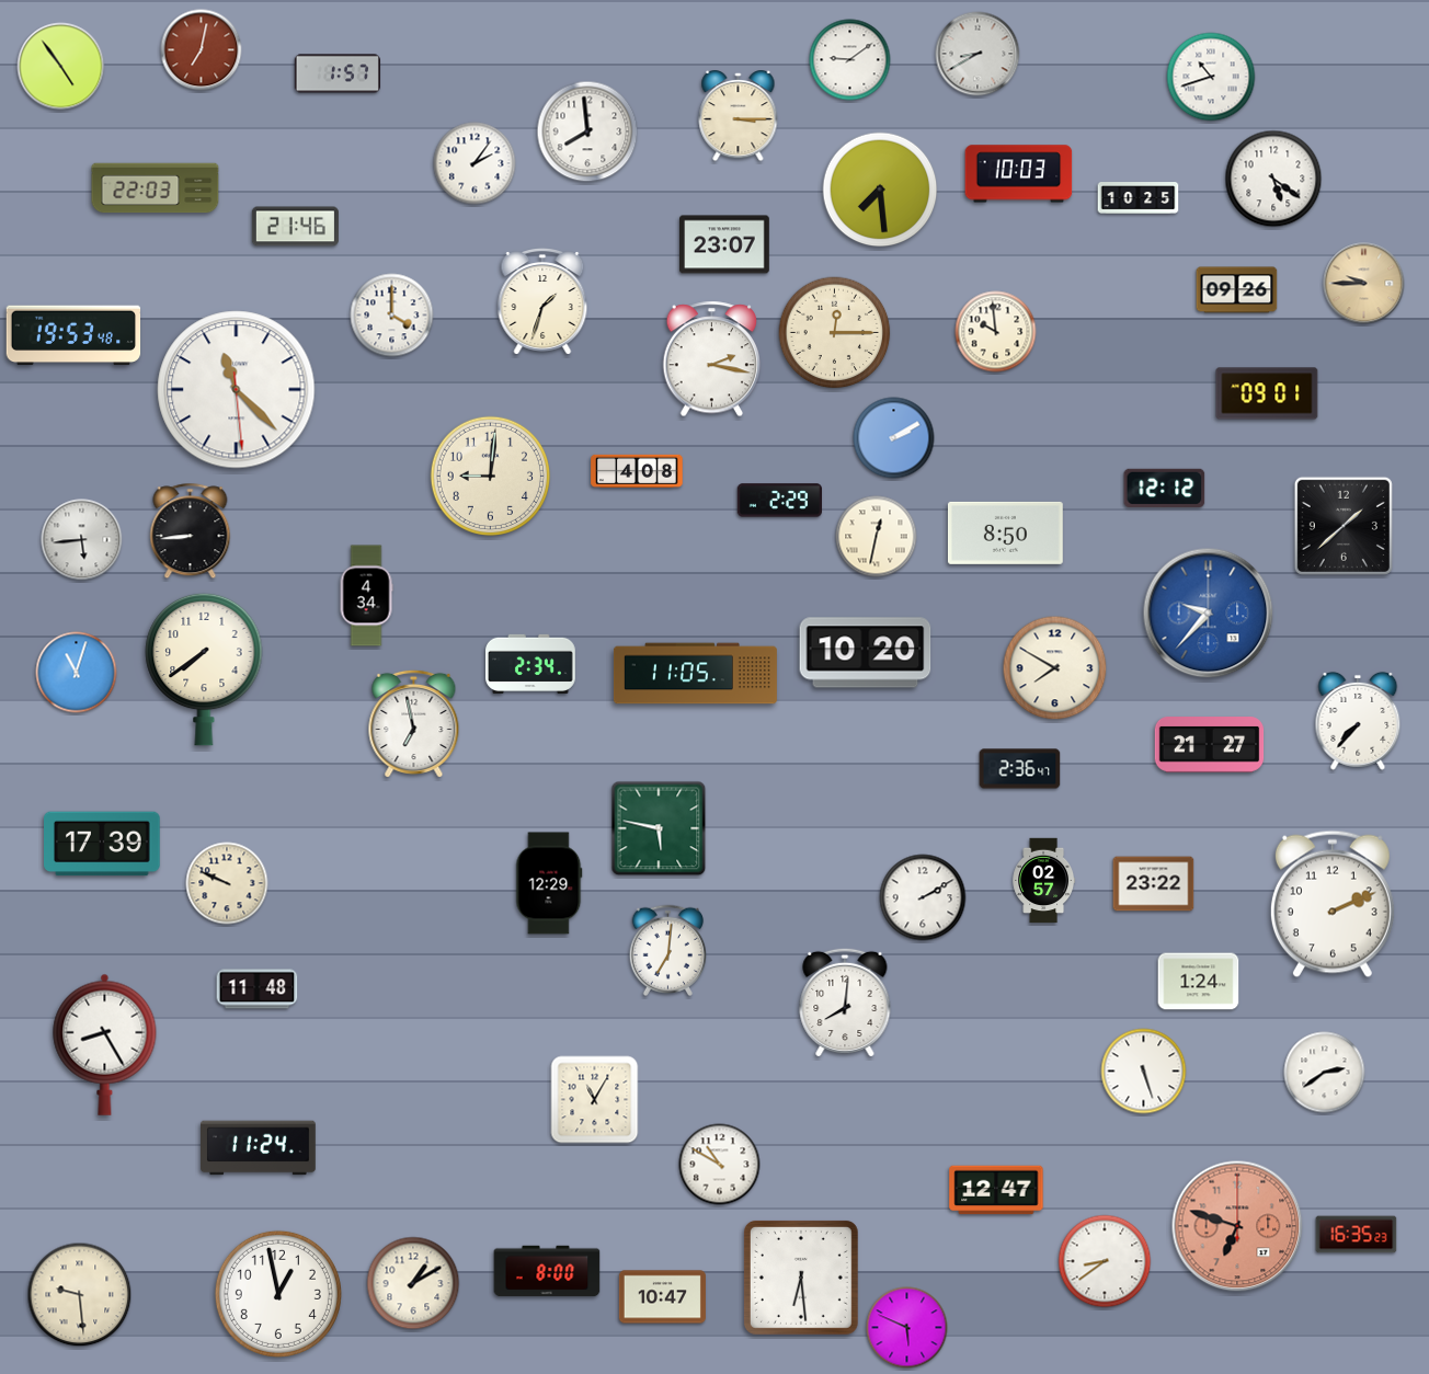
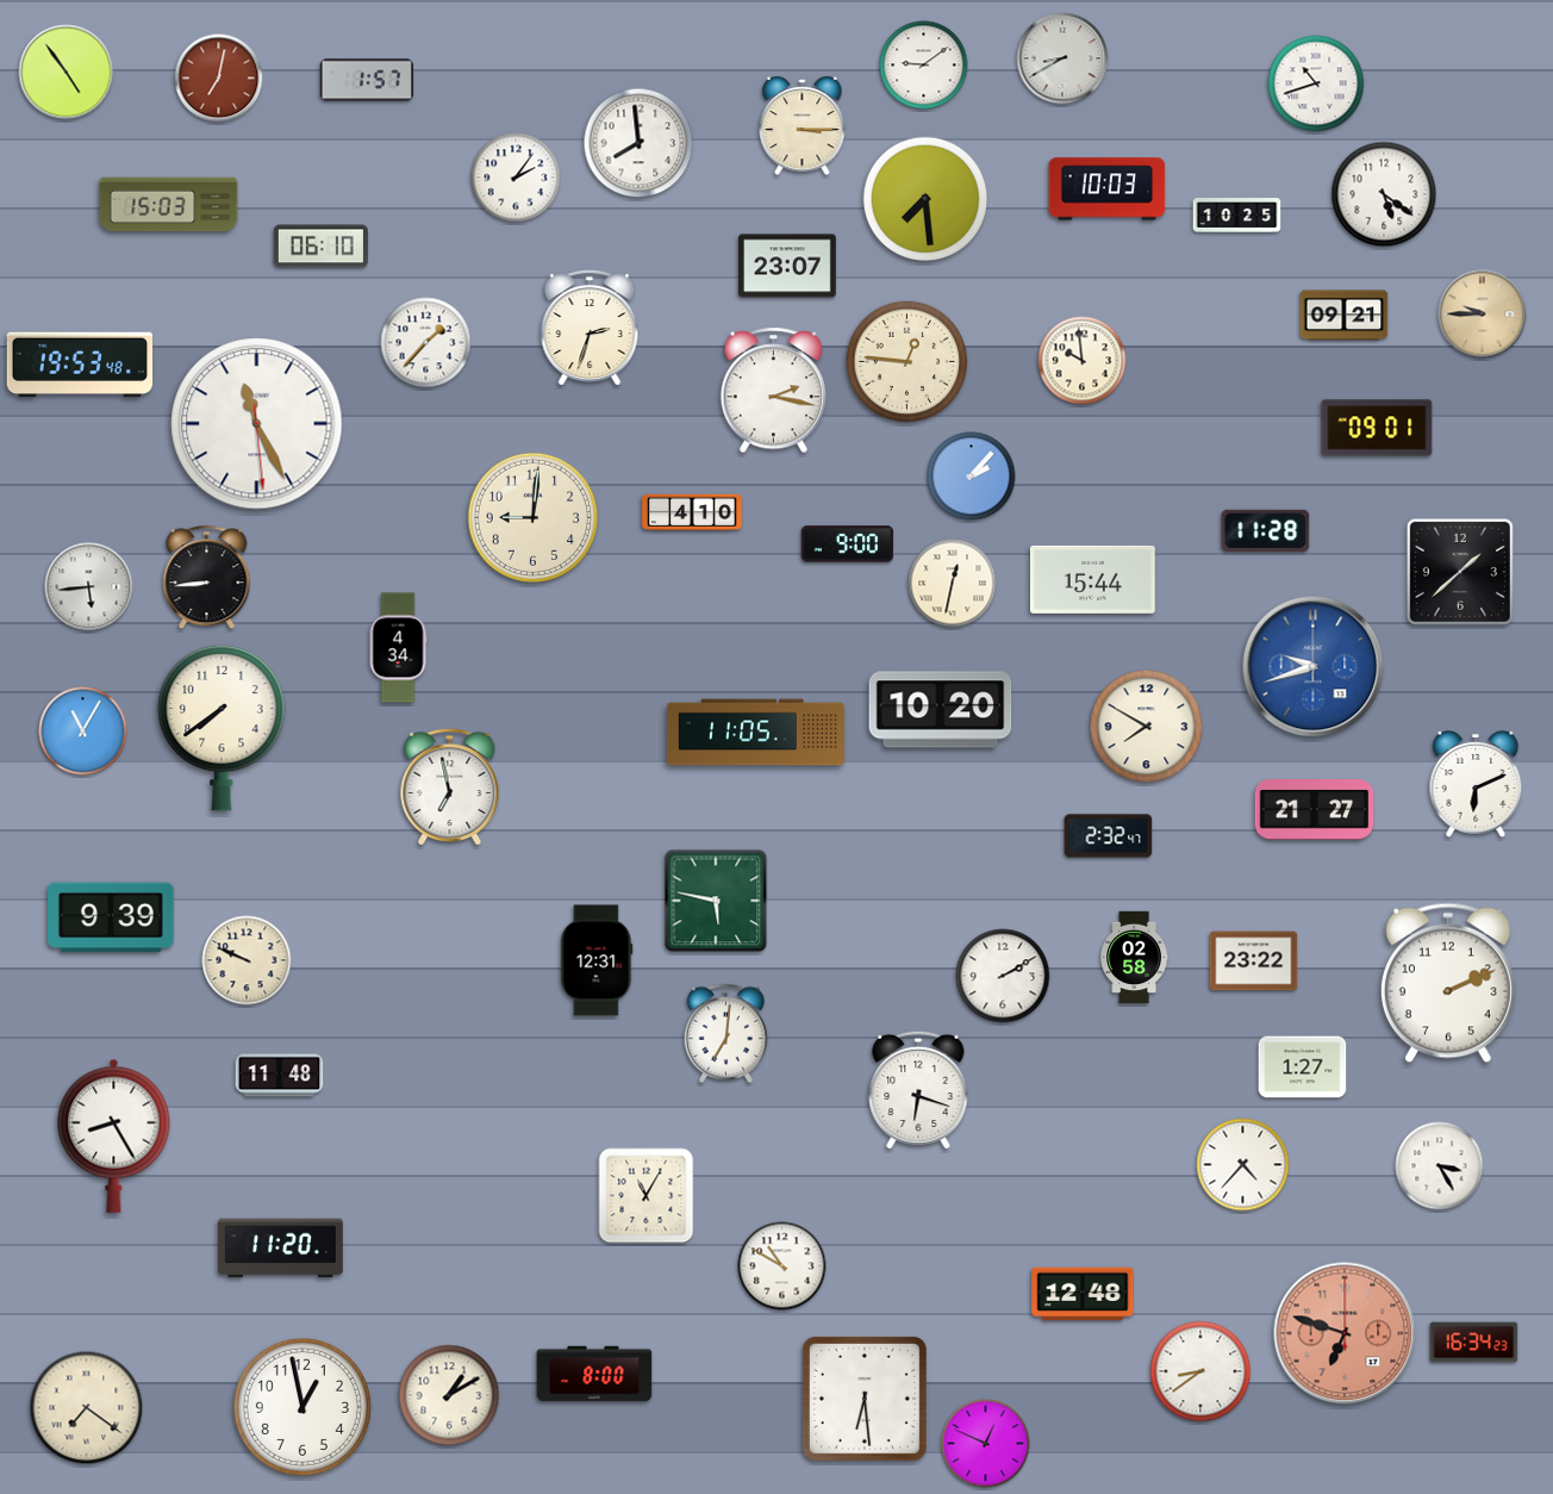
clock at (202, 50) position: (202, 50) -> (219, 79)
clock at (156, 188): 22:03 -> 15:03
clock at (880, 190) position: (880, 190) -> (925, 199)
clock at (295, 227): 21:46 -> 06:10
clock at (1364, 284) position: (1364, 284) -> (1483, 315)
clock at (1237, 290): 09:26 -> 09:21
clock at (542, 302): 1:33 -> 2:33
clock at (392, 316): 4:00 -> 1:37
clock at (835, 333): 12:15 -> 12:46
clock at (237, 390): 11:22 -> 11:25
clock at (894, 438): 2:10 -> 2:07
clock at (637, 470): 4:08 -> 4:10
clock at (1165, 488): 12:12 -> 11:28
clock at (780, 501): 2:29 -> 9:00
clock at (1006, 533): 8:50 -> 15:44
clock at (1209, 614): 9:37 -> 9:42
clock at (531, 664): 2:34 -> none
clock at (77, 673): 11:03 -> 11:05
clock at (1358, 721): 7:37 -> 6:11
clock at (1020, 769): 2:36 -> 2:32
clock at (103, 844): 17:39 -> 9:39
clock at (1044, 881): 02:57 -> 02:58
clock at (549, 883): 12:29 -> 12:31
clock at (1199, 982): 1:24 -> 1:27
clock at (845, 1003): 8:01 -> 6:18
clock at (1144, 1072): 5:27 -> 4:37
clock at (1325, 1073): 2:39 -> 3:25
clock at (259, 1148): 11:24 -> 11:20
clock at (996, 1190): 12:47 -> 12:48
clock at (1357, 1235): 16:35 -> 16:34
clock at (547, 1271) position: (547, 1271) -> (594, 1374)
clock at (801, 1278) position: (801, 1278) -> (865, 1399)
clock at (80, 1295): 9:29 -> 7:21
clock at (662, 1297): 10:47 -> none
clock at (907, 1328): 5:49 -> 12:49
